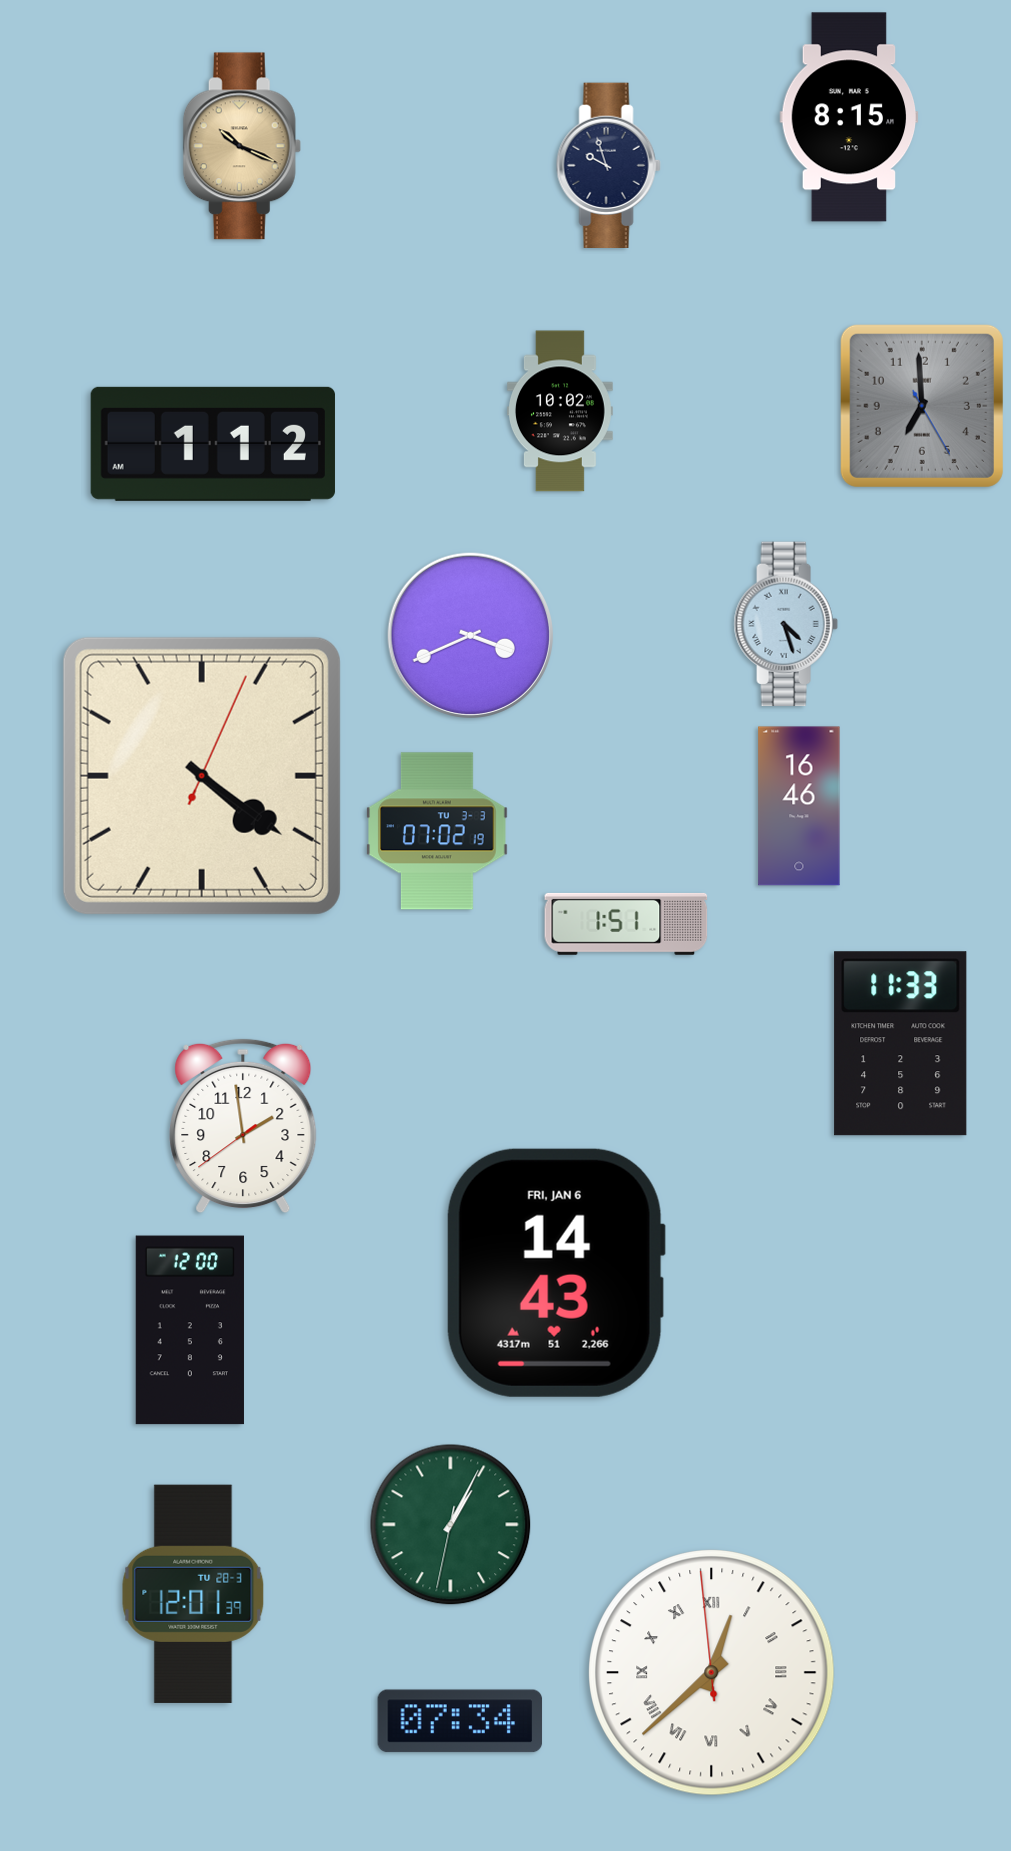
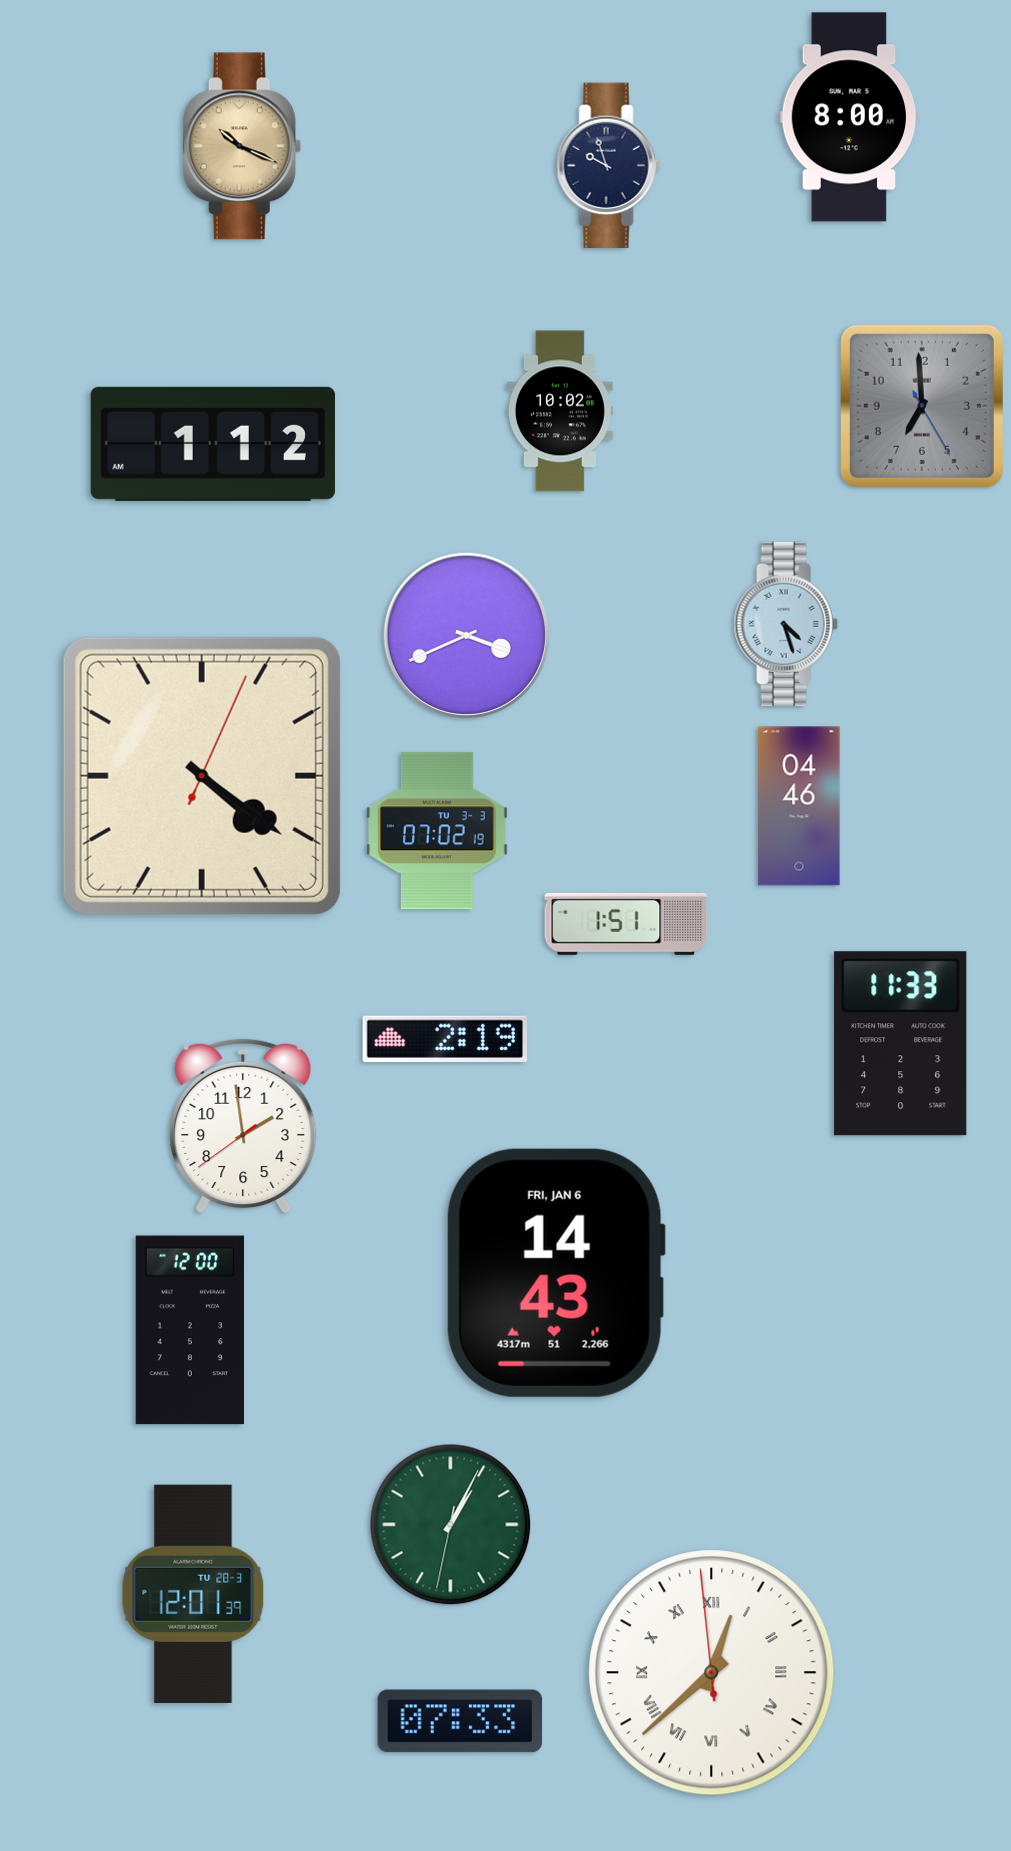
clock at (849, 117): 8:15 -> 8:00
clock at (470, 635) position: (470, 635) -> (466, 635)
clock at (799, 806): 16:46 -> 04:46
clock at (444, 1039): none -> 2:19
clock at (460, 1721): 07:34 -> 07:33
